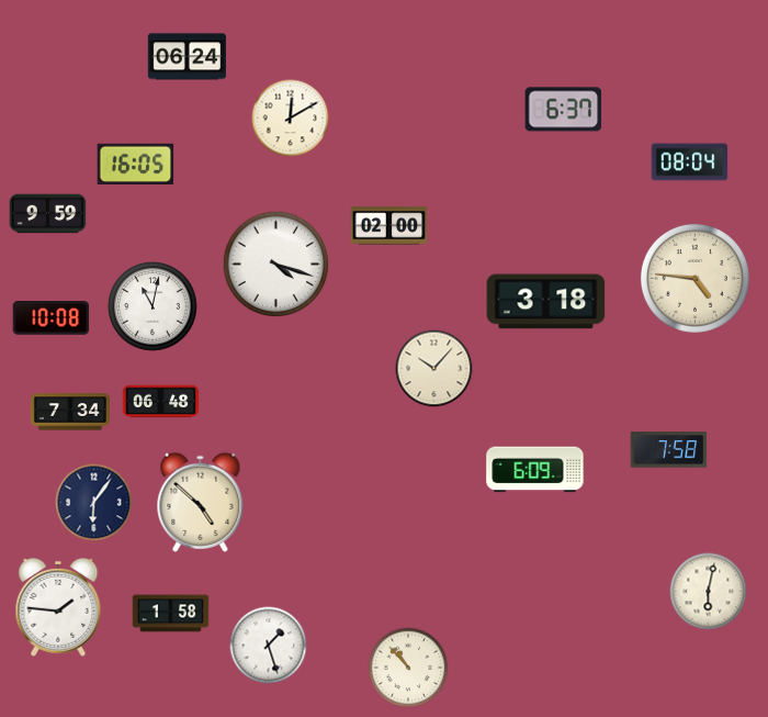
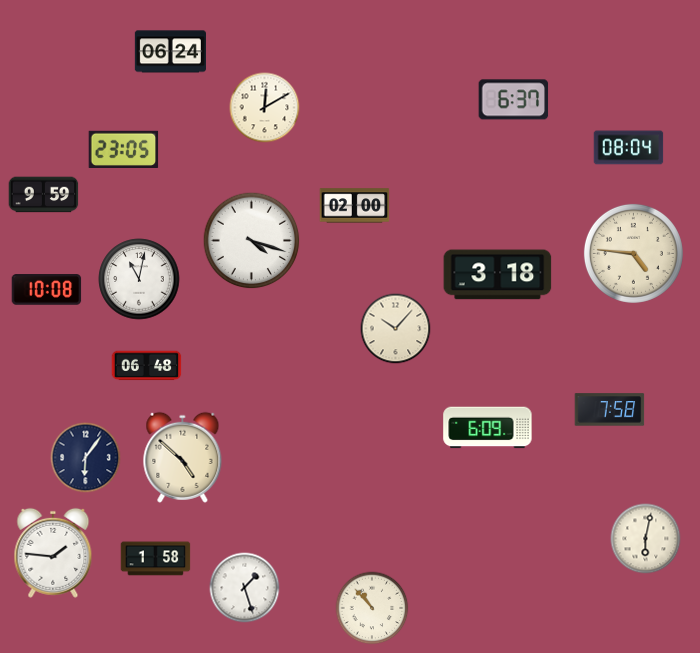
clock at (136, 164): 16:05 -> 23:05
clock at (434, 369) position: (434, 369) -> (396, 329)
clock at (70, 412): 7:34 -> none
